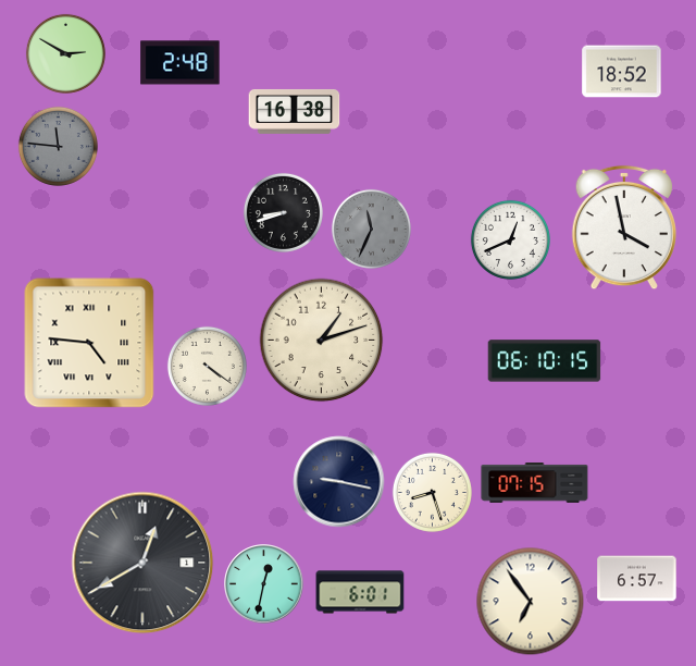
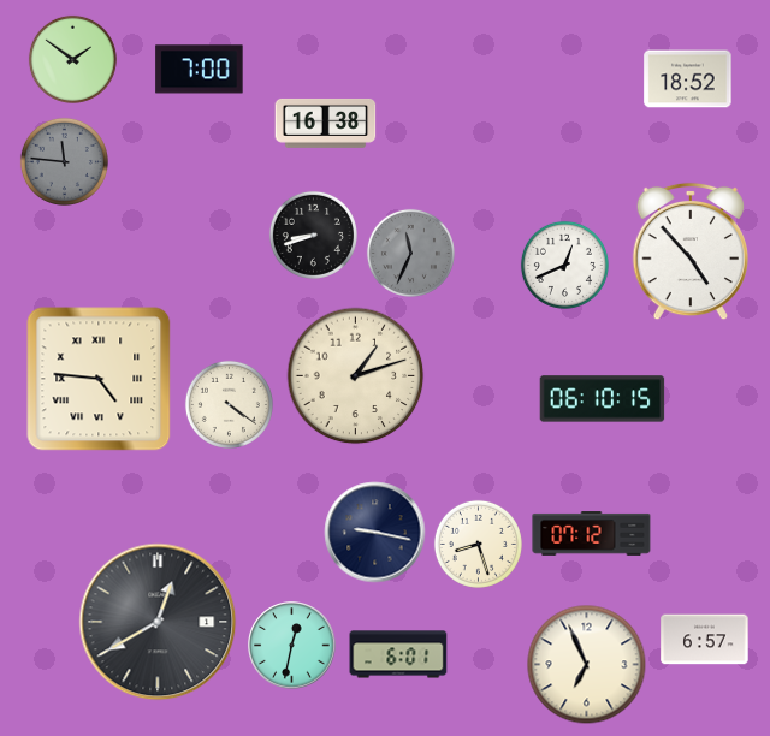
clock at (65, 53): 2:50 -> 1:51
clock at (181, 63): 2:48 -> 7:00
clock at (624, 227): 3:58 -> 4:53
clock at (535, 483): 07:15 -> 07:12
clock at (531, 602): 6:54 -> 6:56
